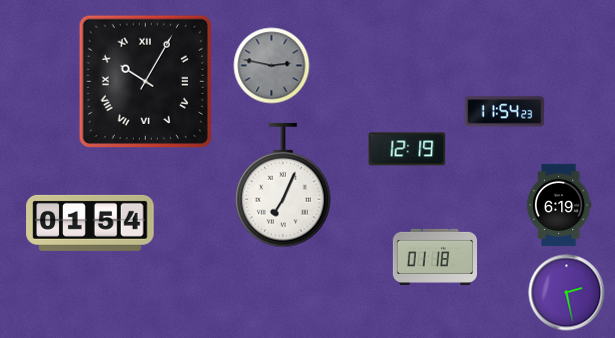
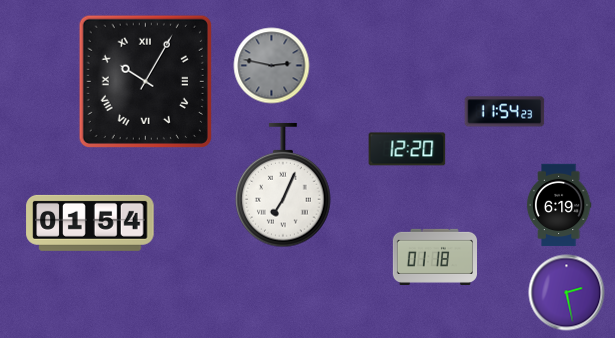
clock at (407, 149): 12:19 -> 12:20
